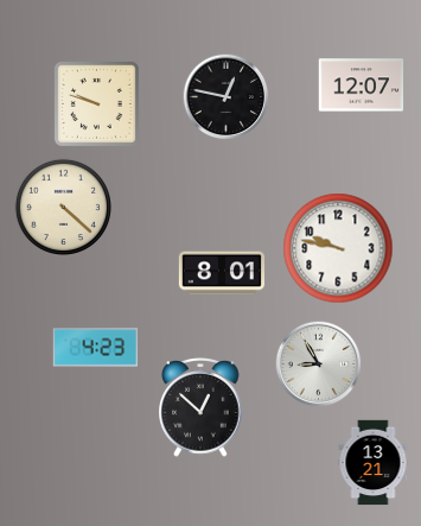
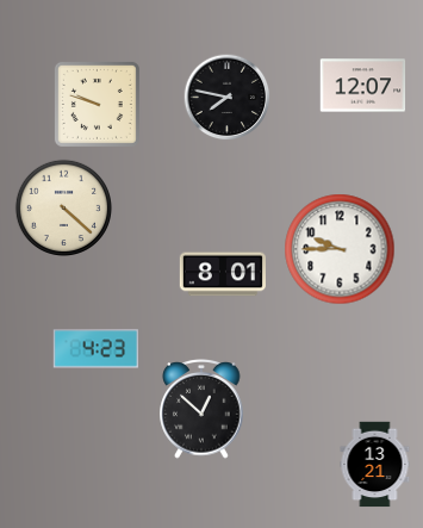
clock at (227, 97): 12:47 -> 7:47
clock at (338, 248): 9:47 -> 9:45
clock at (319, 365): 8:55 -> none
